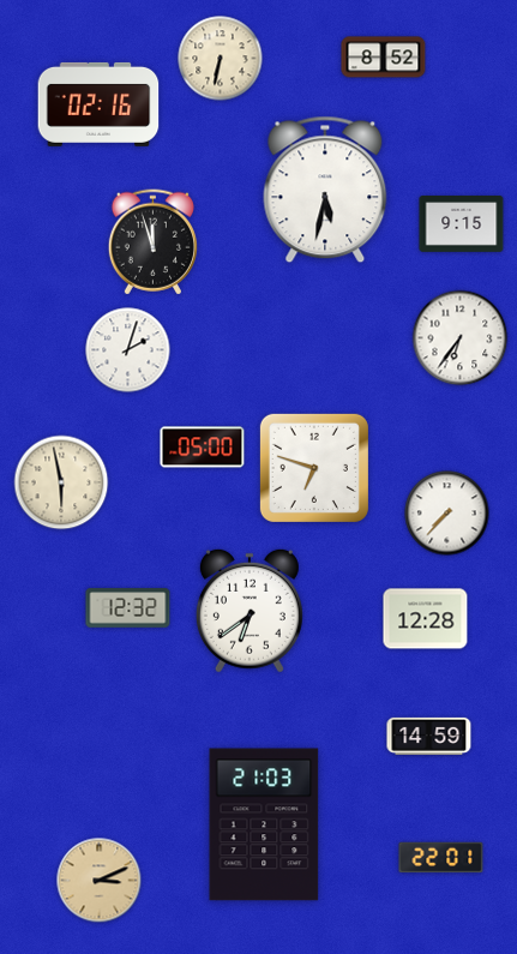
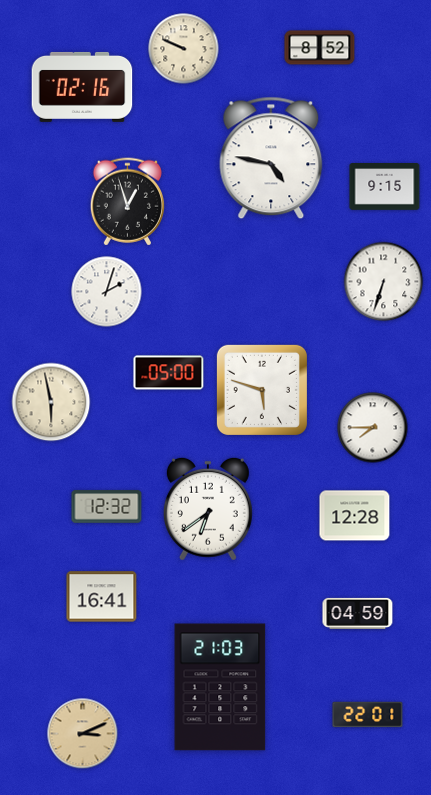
clock at (221, 59): 6:32 -> 9:49
clock at (325, 190): 5:32 -> 4:47
clock at (152, 242): 11:57 -> 12:57
clock at (461, 338): 6:36 -> 6:33
clock at (314, 468): 6:48 -> 5:48
clock at (447, 514): 7:37 -> 7:45
clock at (102, 597): none -> 16:41
clock at (429, 736): 14:59 -> 04:59
